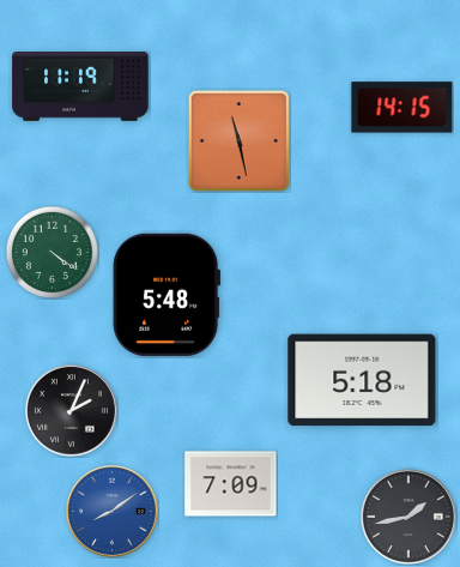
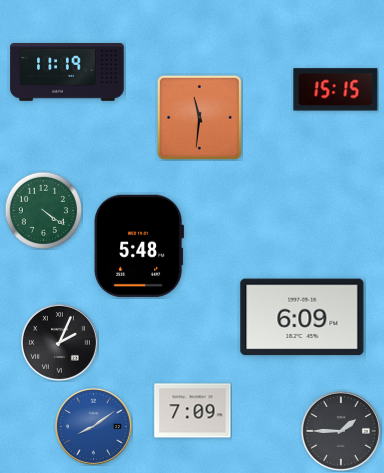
clock at (402, 108): 14:15 -> 15:15
clock at (238, 140): 11:28 -> 11:31
clock at (362, 380): 5:18 -> 6:09
clock at (231, 484) position: (231, 484) -> (193, 411)
clock at (408, 517): 1:43 -> 1:45
